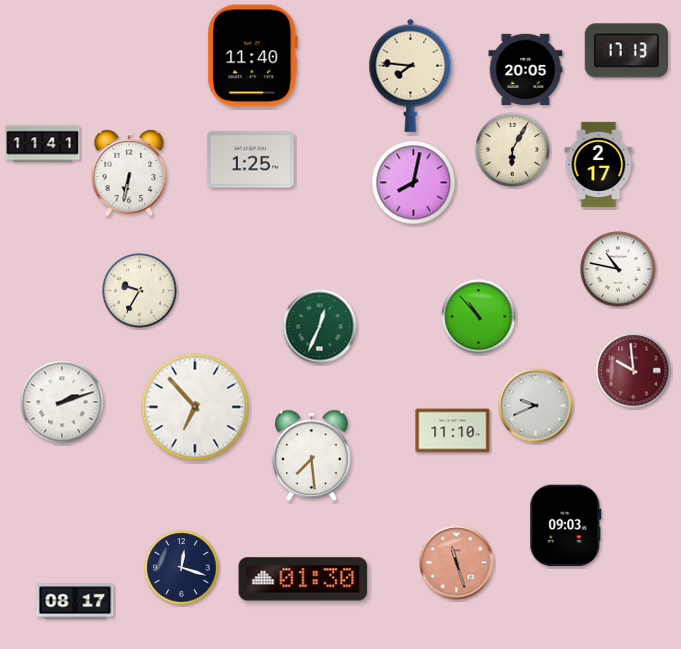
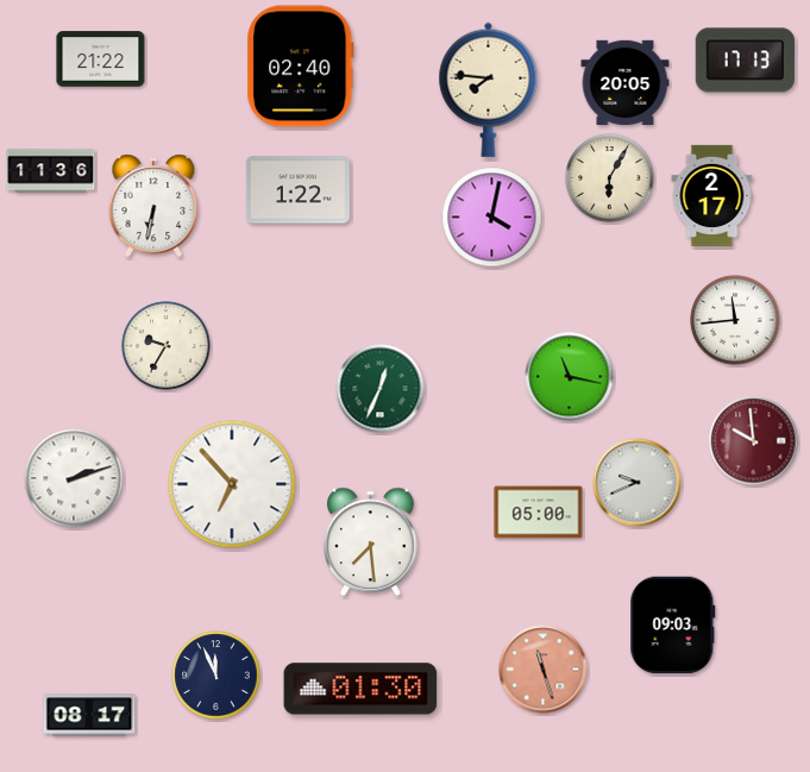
clock at (101, 59): none -> 21:22
clock at (253, 56): 11:40 -> 02:40
clock at (43, 144): 11:41 -> 11:36
clock at (250, 160): 1:25 -> 1:22
clock at (414, 183): 8:02 -> 4:02
clock at (618, 269): 10:47 -> 11:44
clock at (479, 317): 10:53 -> 11:17
clock at (453, 431): 11:10 -> 05:00
clock at (182, 568): 12:18 -> 11:56
